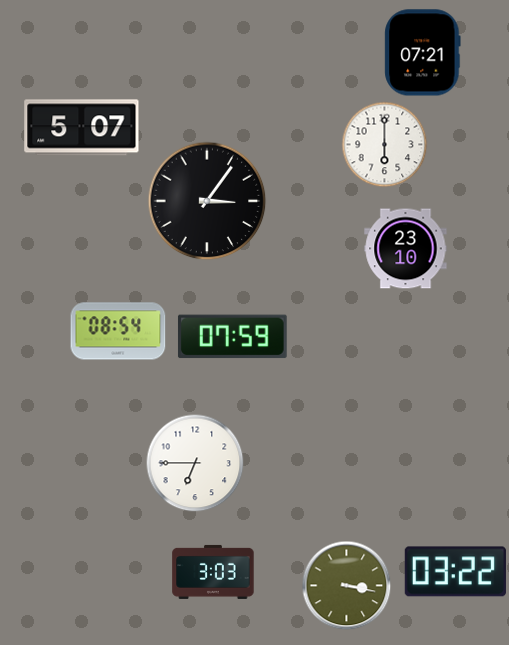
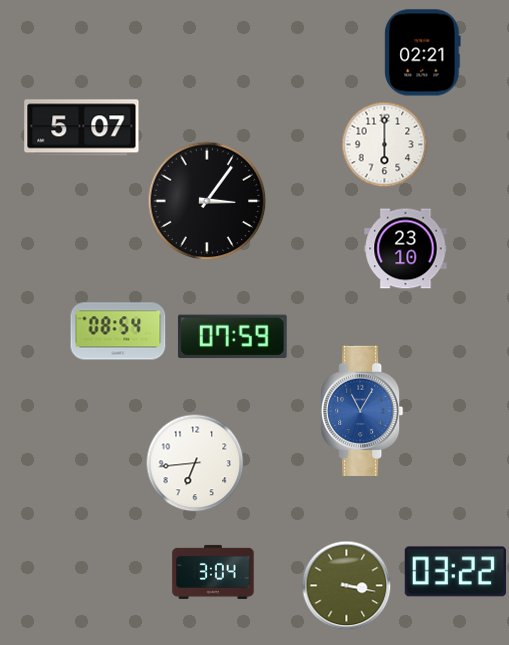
clock at (423, 53): 07:21 -> 02:21
clock at (363, 410): none -> 11:05
clock at (195, 463): 6:45 -> 6:44
clock at (213, 572): 3:03 -> 3:04
